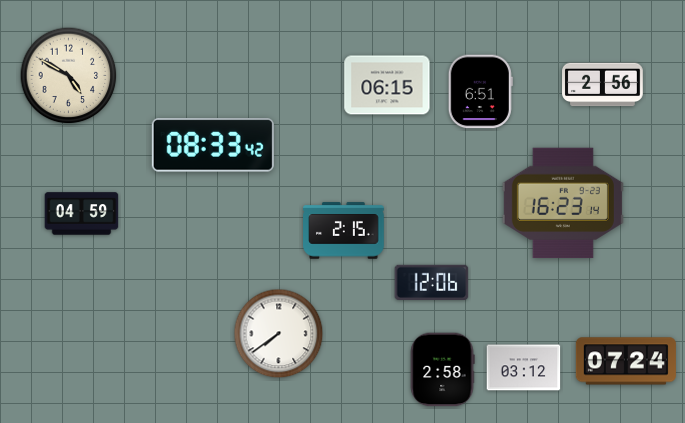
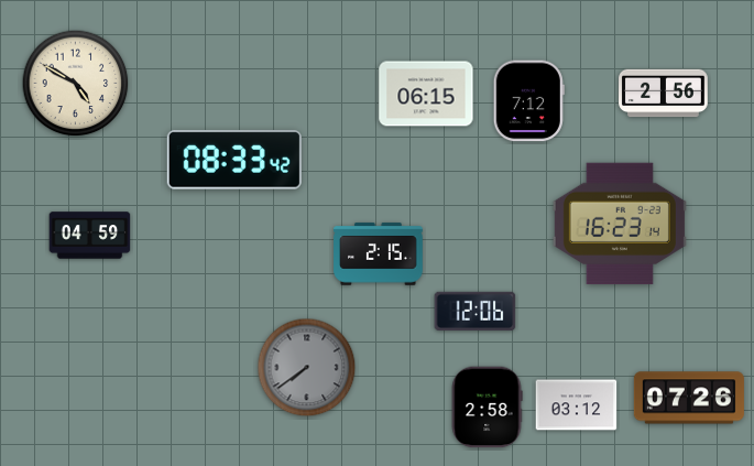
clock at (480, 92): 6:51 -> 7:12
clock at (279, 334) dial: white -> grey
clock at (626, 361): 07:24 -> 07:26
